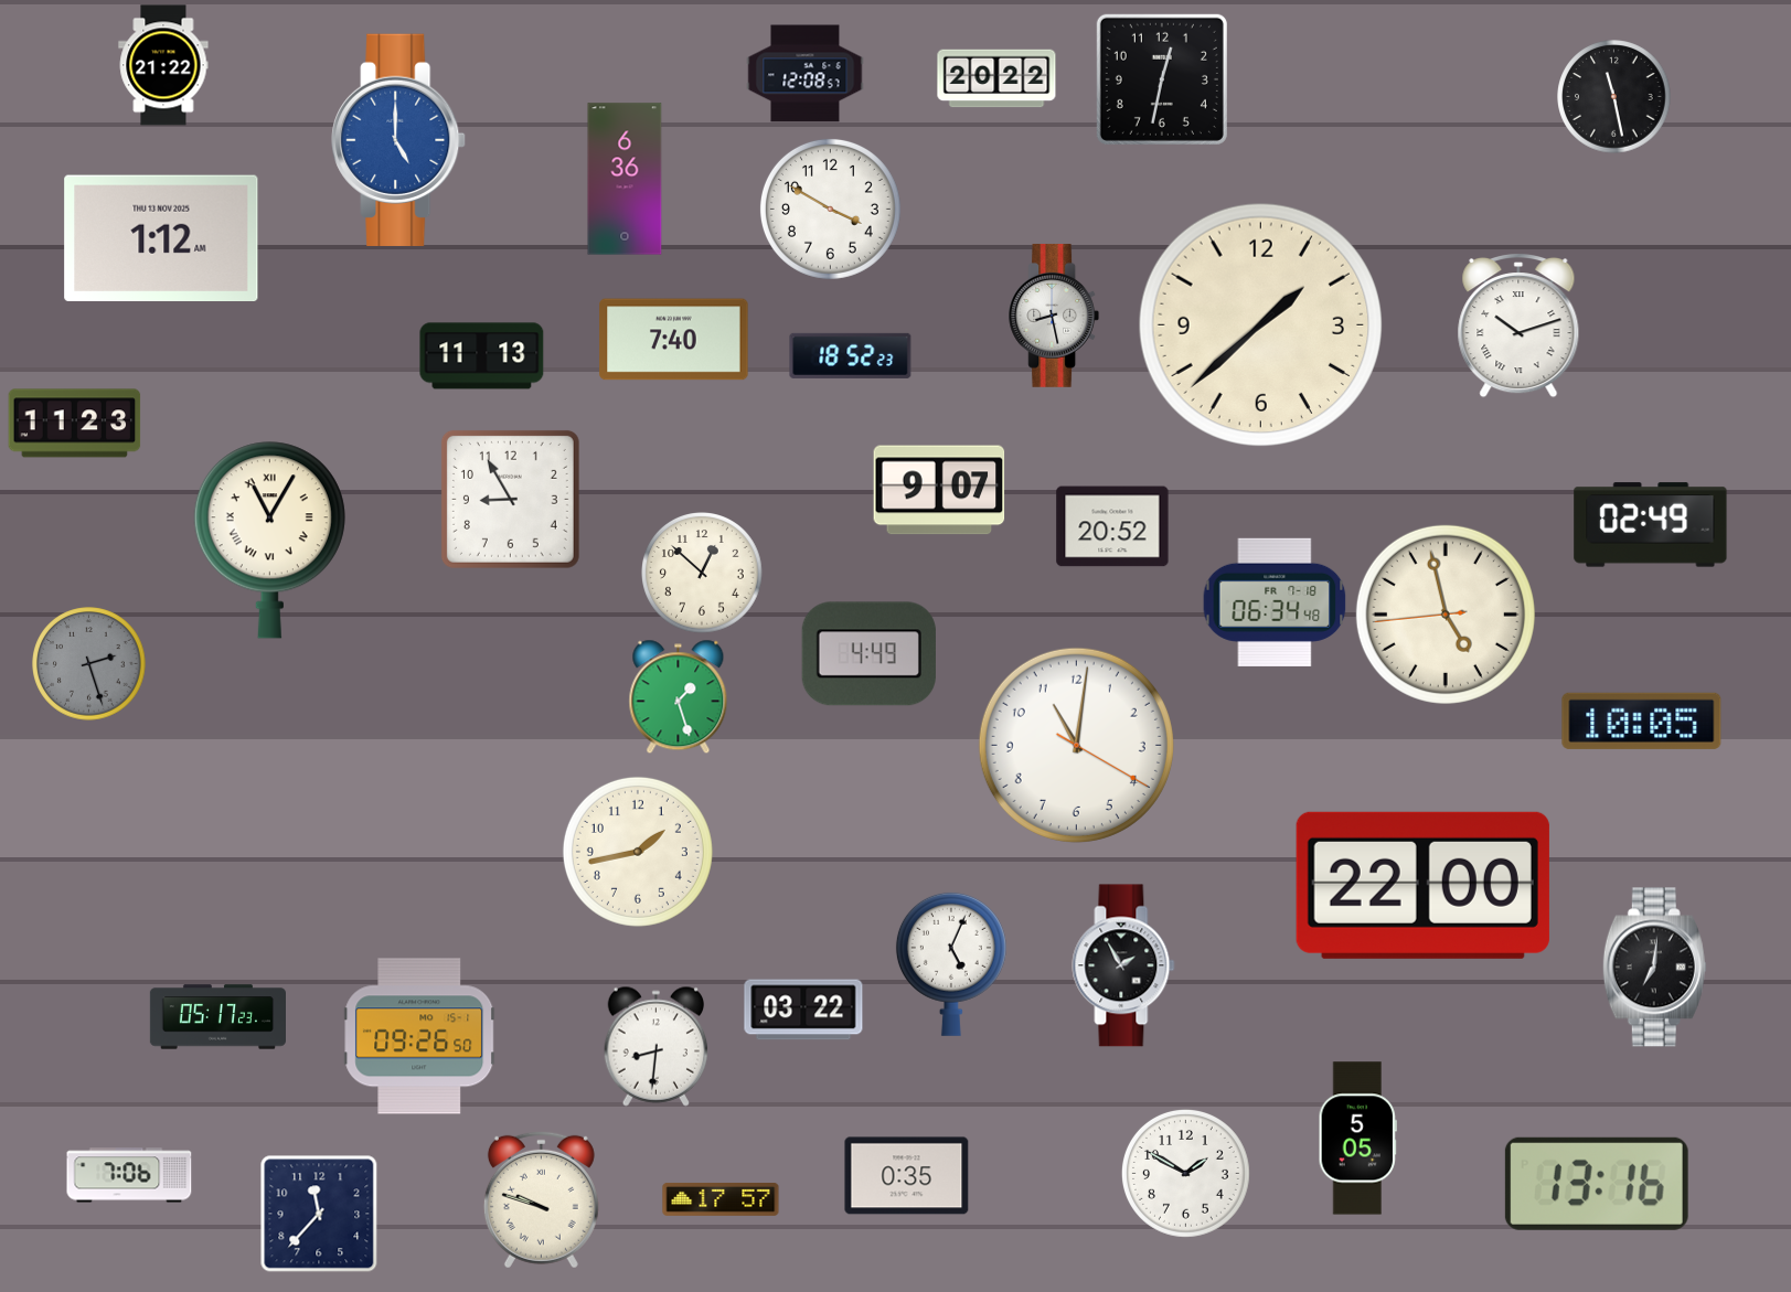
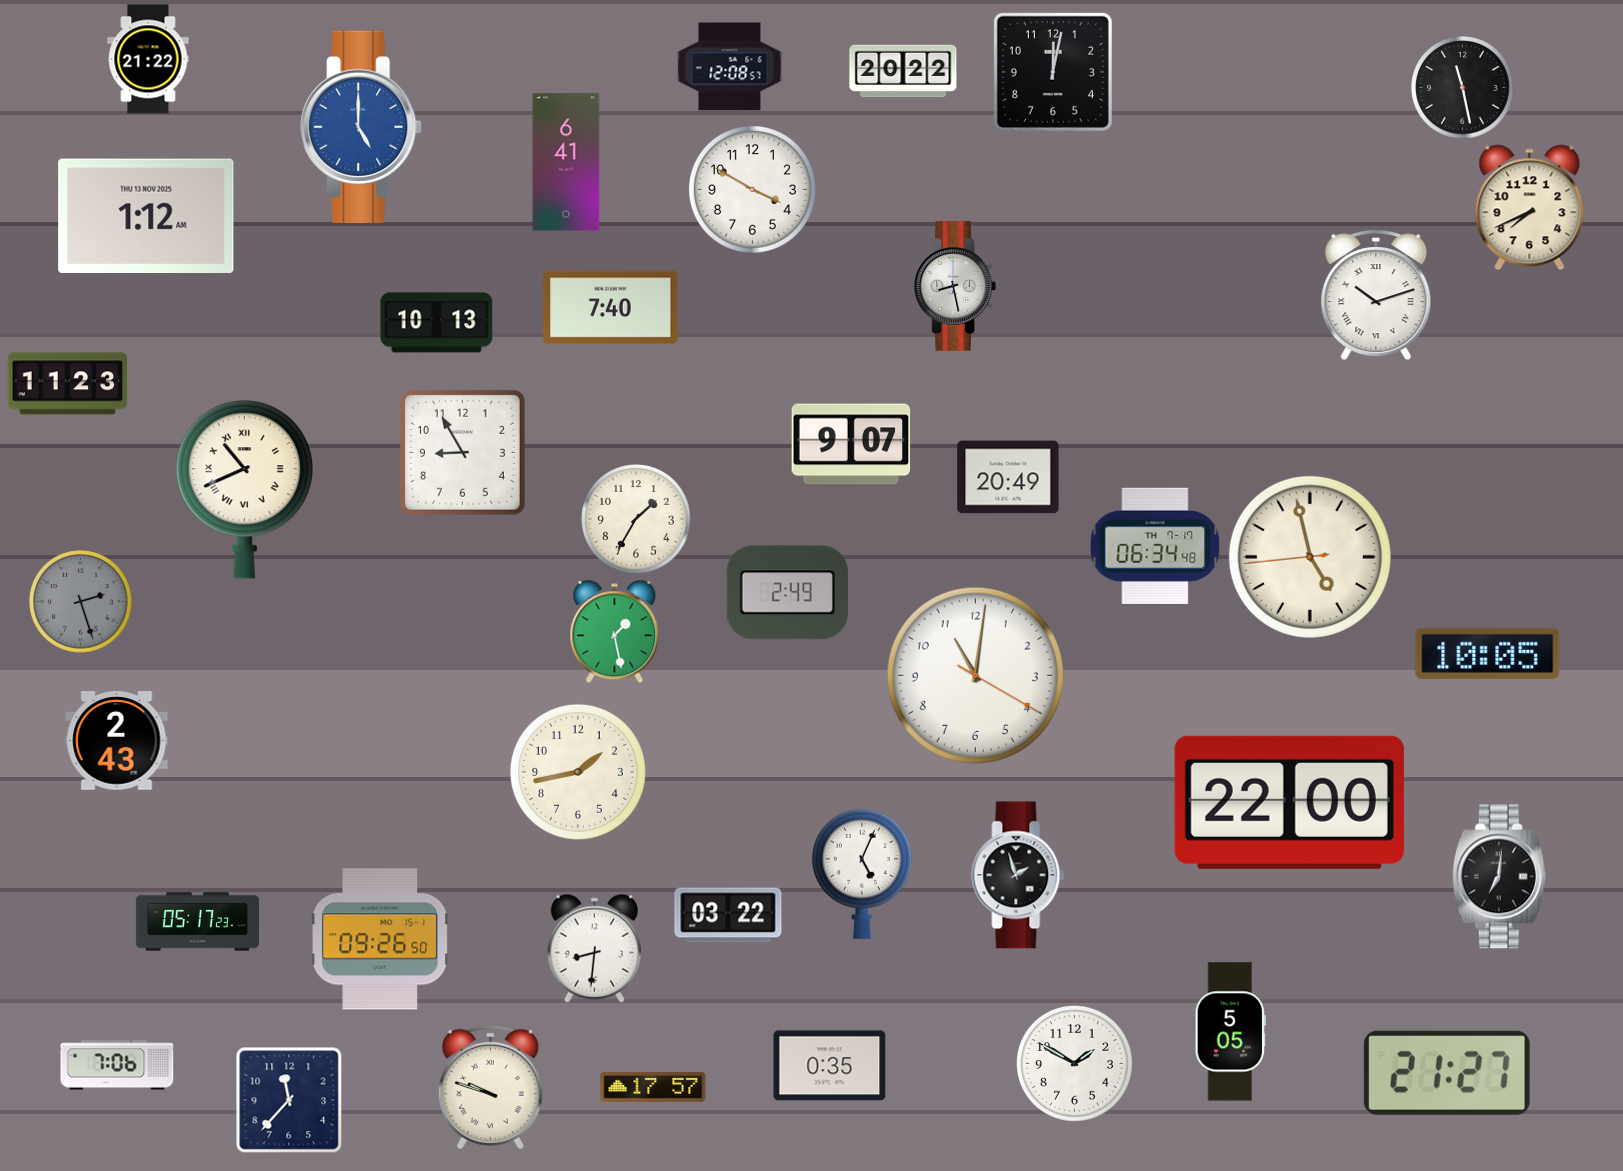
clock at (1162, 79): 12:32 -> 12:02
clock at (625, 179): 6:36 -> 6:41
clock at (1530, 208): none -> 7:41
clock at (1260, 324): 1:38 -> none
clock at (851, 355): 18:52 -> none
clock at (482, 356): 11:13 -> 10:13
clock at (1651, 525): 02:49 -> none
clock at (1112, 526): 20:52 -> 20:49
clock at (269, 541): 11:05 -> 10:41
clock at (703, 574): 12:52 -> 1:35
clock at (1275, 602) date: FR 7-18 -> TH 7-17
clock at (868, 654): 4:49 -> 2:49
clock at (679, 697): 1:27 -> 1:28
clock at (117, 741): none -> 2:43
clock at (1123, 965): 1:55 -> 1:57
clock at (907, 1176) position: (907, 1176) -> (830, 1066)
clock at (1597, 1184): 13:16 -> 21:27
